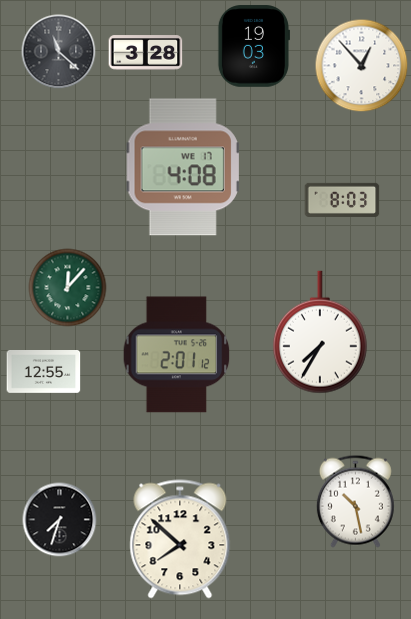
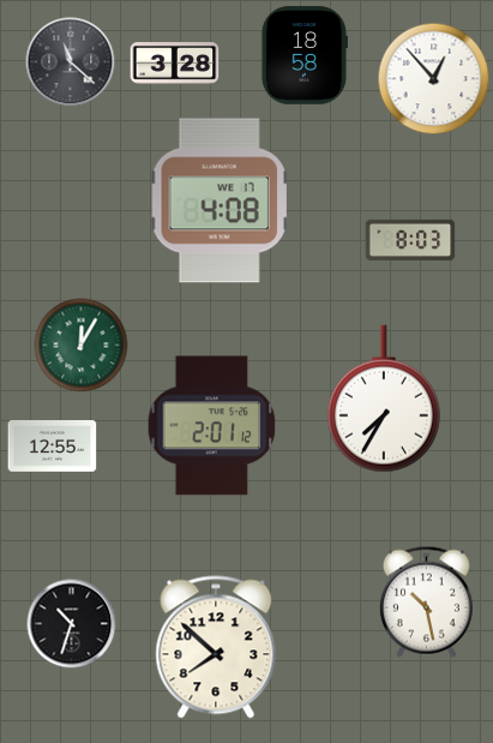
clock at (253, 46): 19:03 -> 18:58
clock at (68, 288): 12:07 -> 12:05
clock at (60, 520): 7:33 -> 10:33
